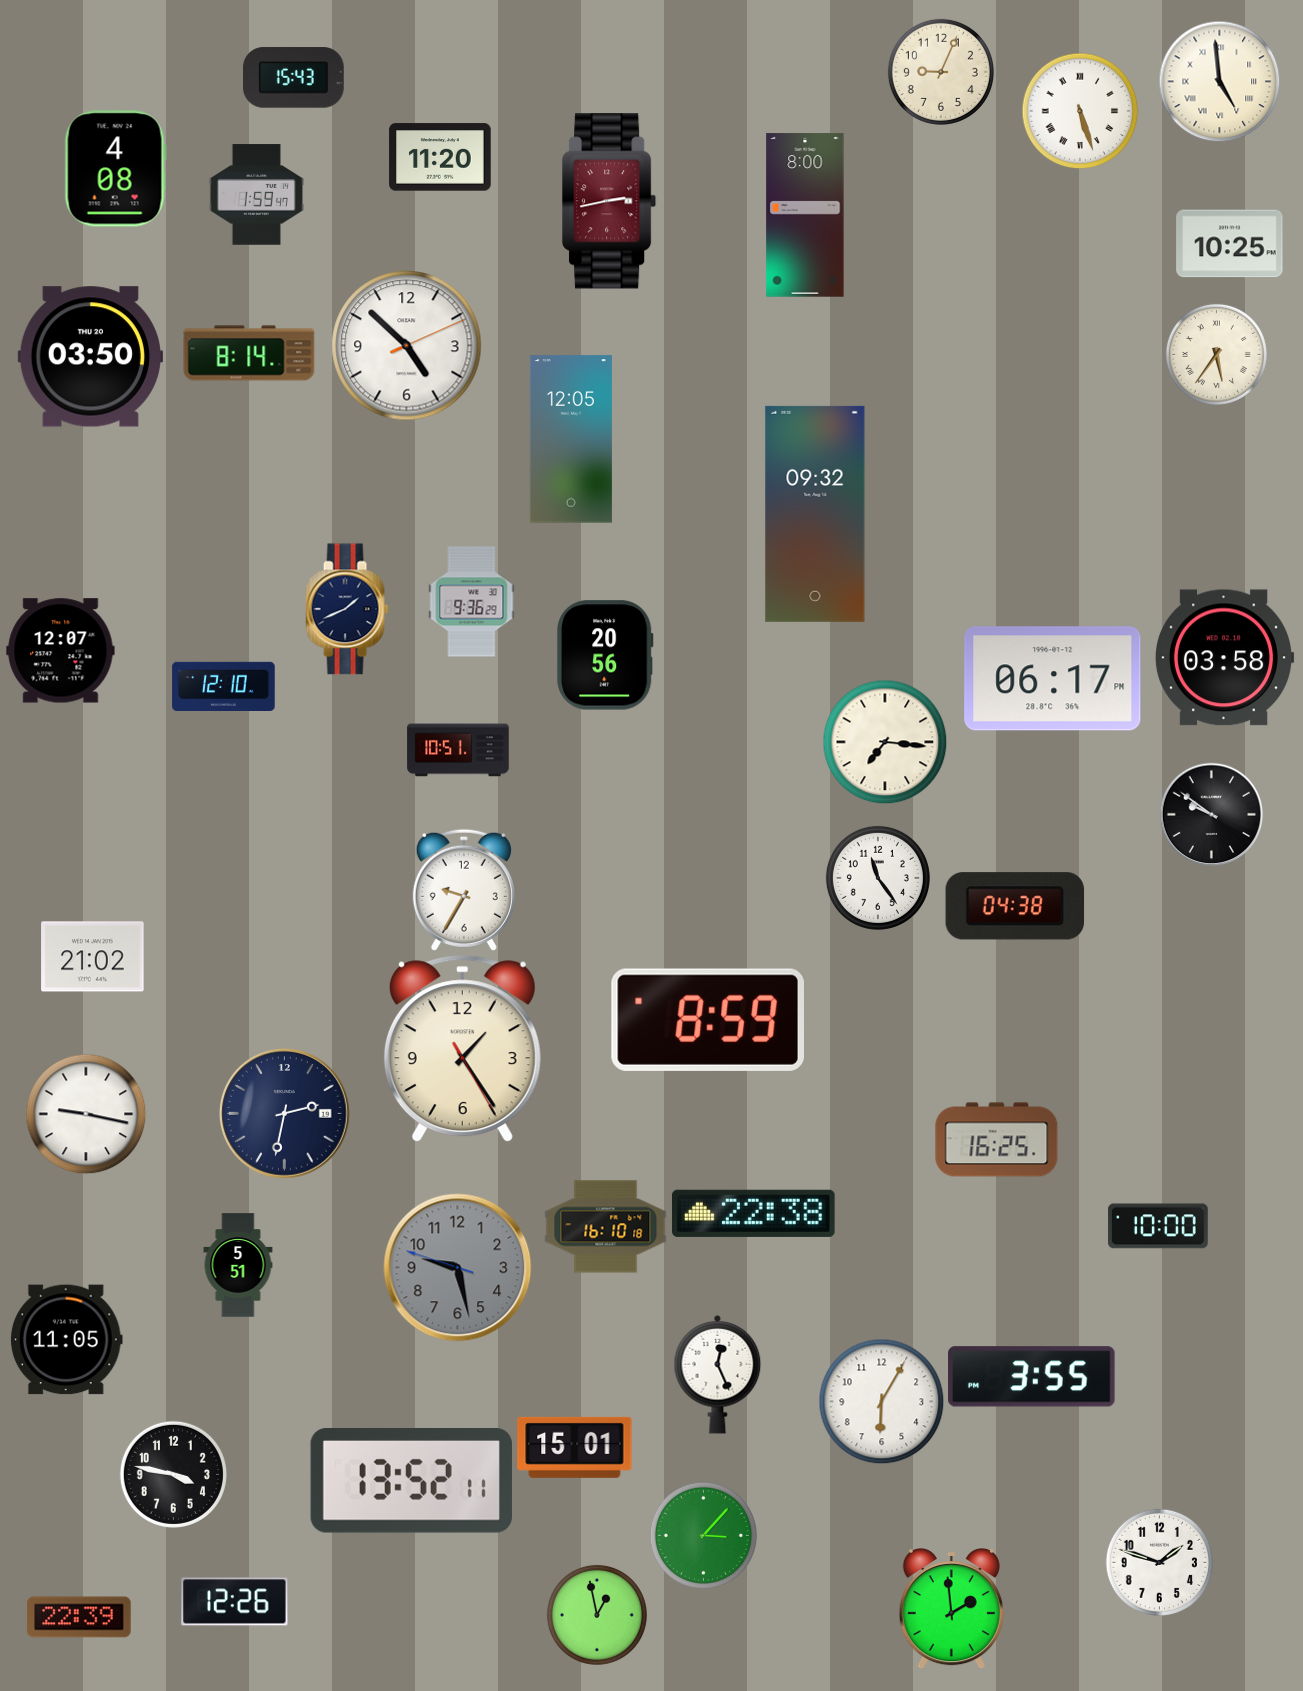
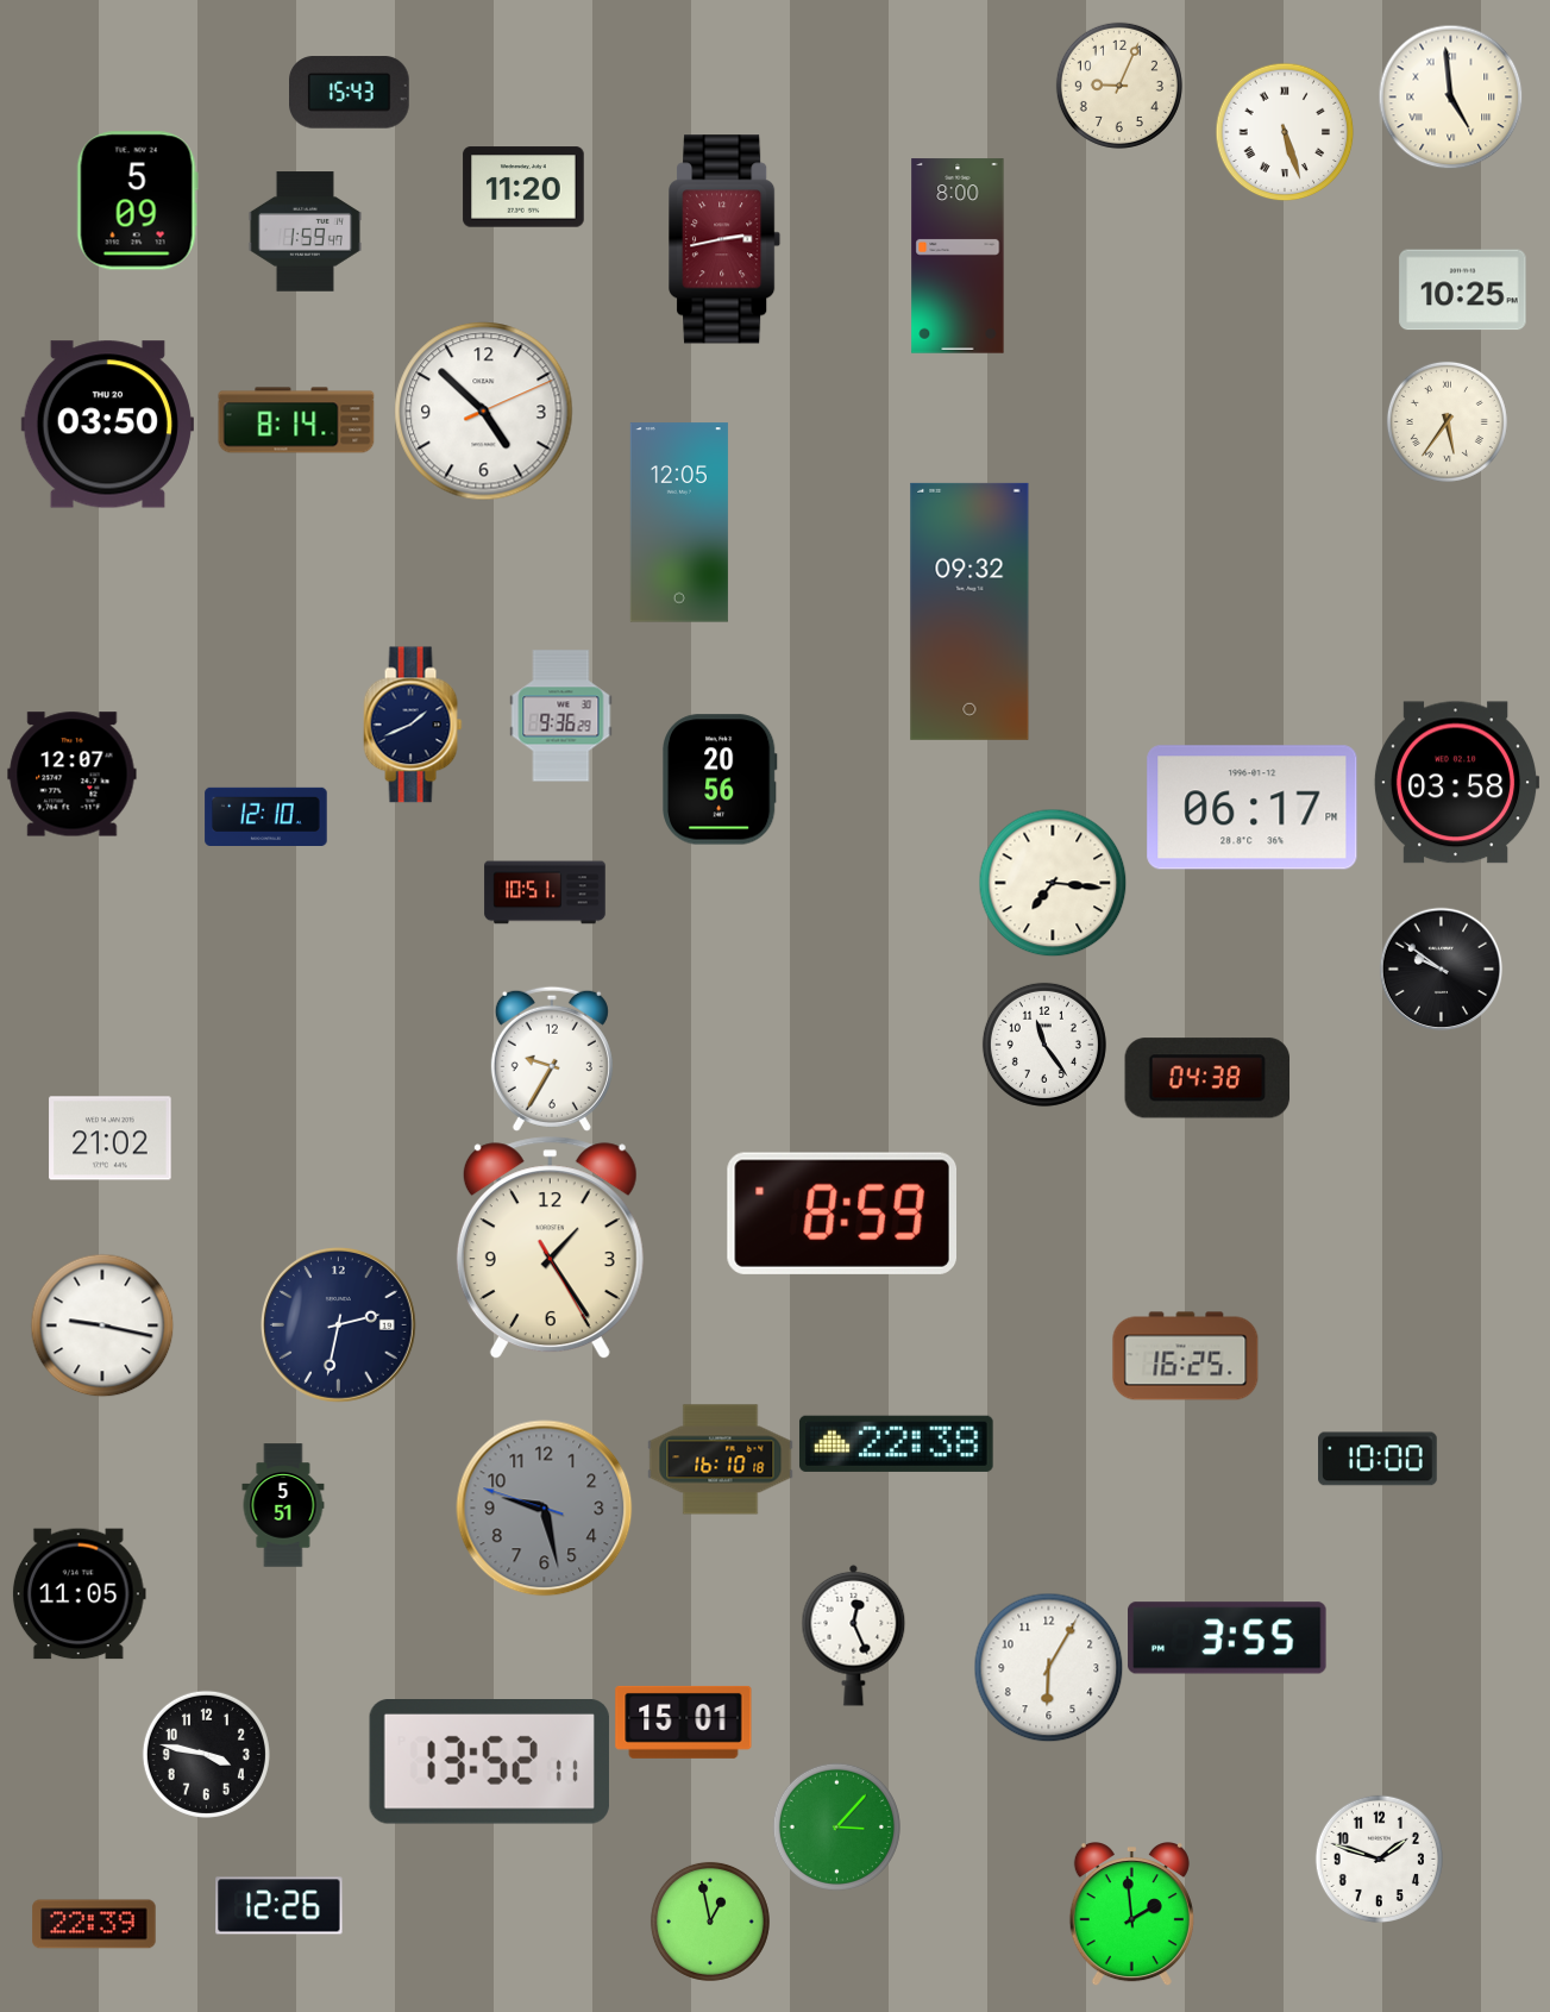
clock at (115, 169): 4:08 -> 5:09
